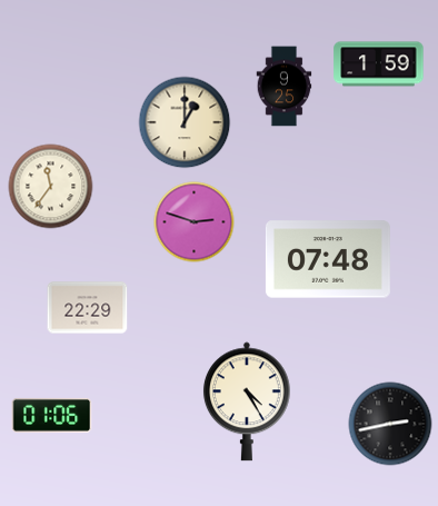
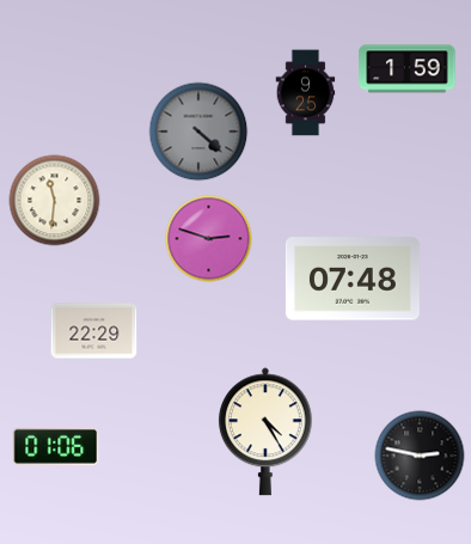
clock at (185, 122): 1:00 -> 4:22
clock at (185, 122) dial: cream -> grey
clock at (51, 187): 11:36 -> 11:31
clock at (390, 424): 2:43 -> 2:47
